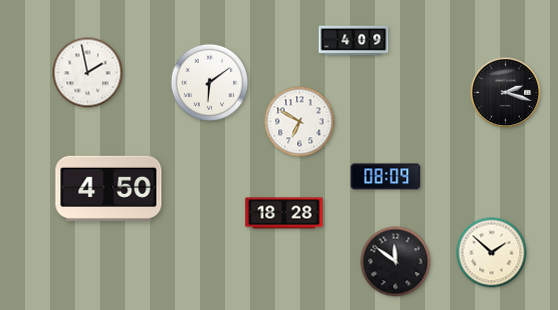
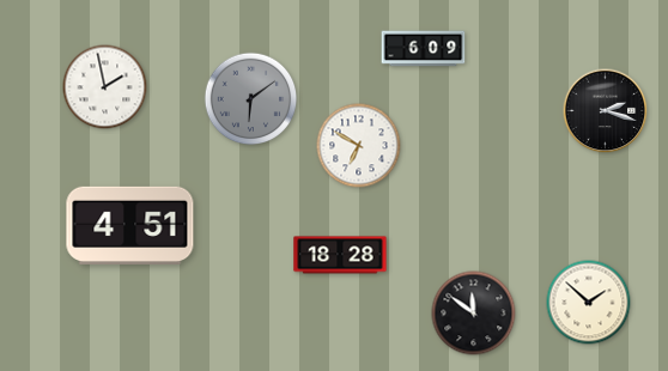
clock at (354, 41): 4:09 -> 6:09
clock at (210, 83) dial: white -> grey
clock at (386, 177): 08:09 -> none
clock at (109, 188): 4:50 -> 4:51
